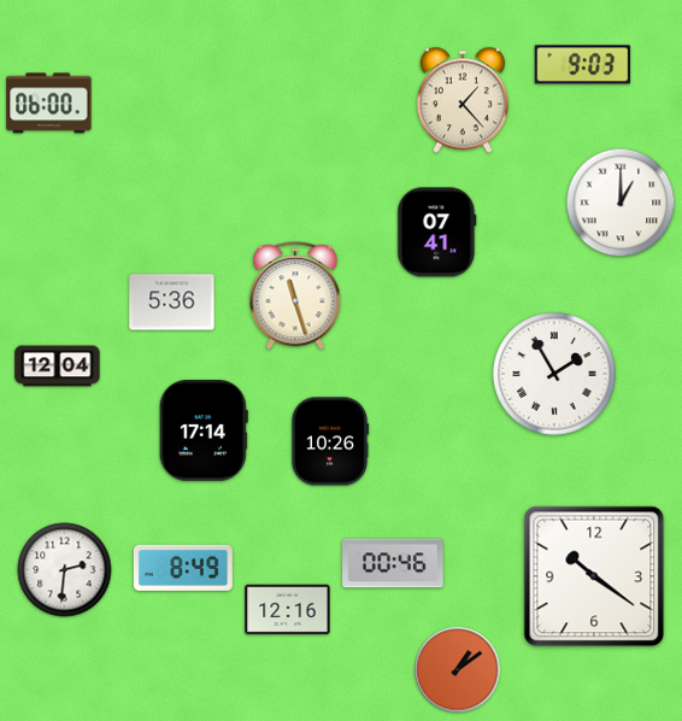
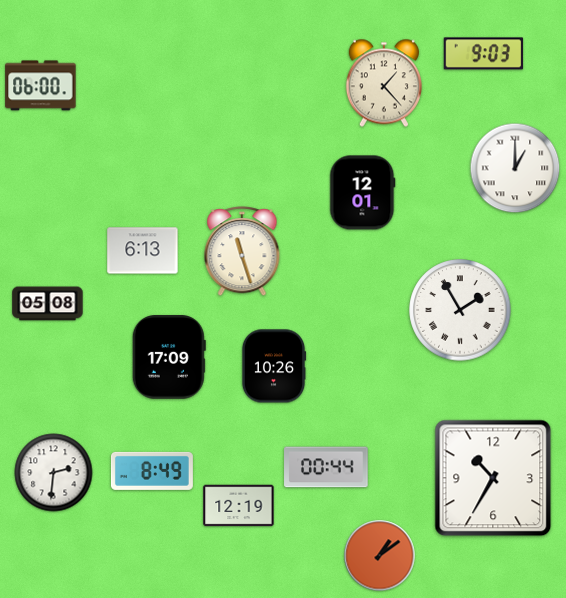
clock at (437, 233): 07:41 -> 12:01
clock at (295, 297) position: (295, 297) -> (242, 252)
clock at (172, 303): 5:36 -> 6:13
clock at (58, 367): 12:04 -> 05:08
clock at (204, 430): 17:14 -> 17:09
clock at (393, 563): 00:46 -> 00:44
clock at (594, 576): 10:21 -> 10:35
clock at (288, 610): 12:16 -> 12:19
